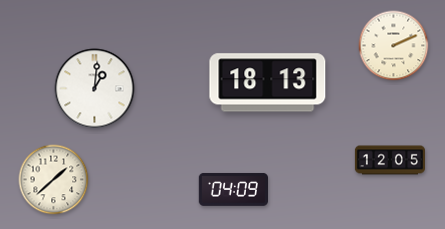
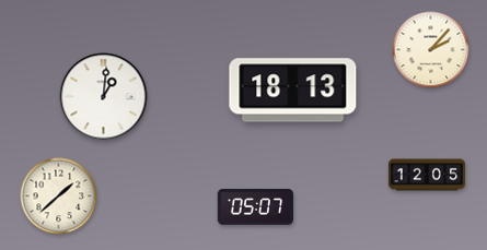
clock at (394, 46): 2:11 -> 2:07
clock at (233, 189): 04:09 -> 05:07
